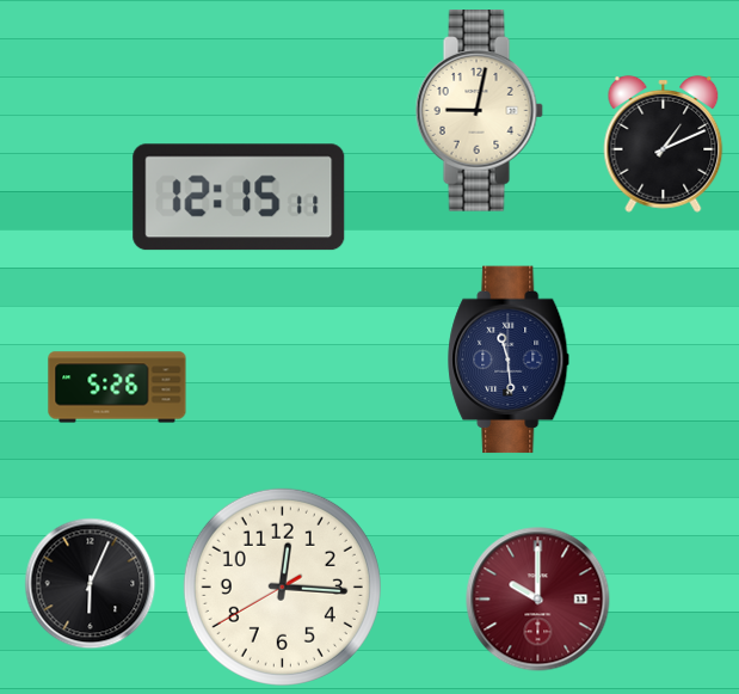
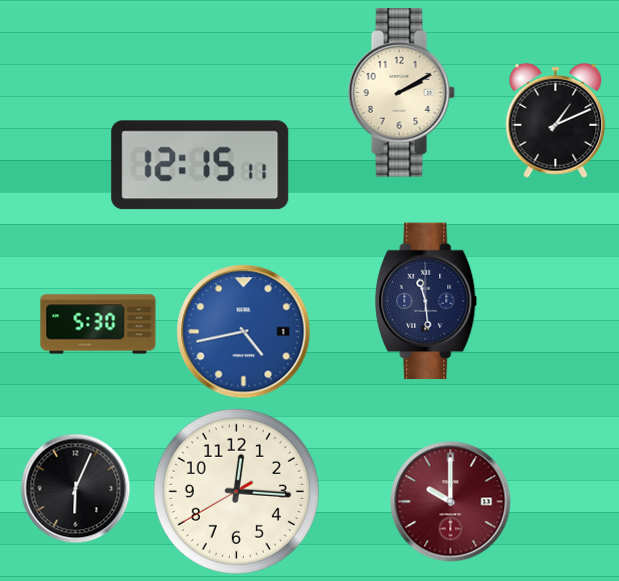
clock at (479, 111): 9:02 -> 2:10
clock at (117, 387): 5:26 -> 5:30
clock at (244, 332): none -> 4:43
